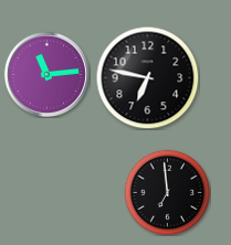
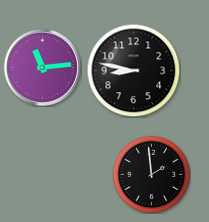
clock at (147, 77): 6:47 -> 8:47
clock at (167, 192): 6:59 -> 1:59
